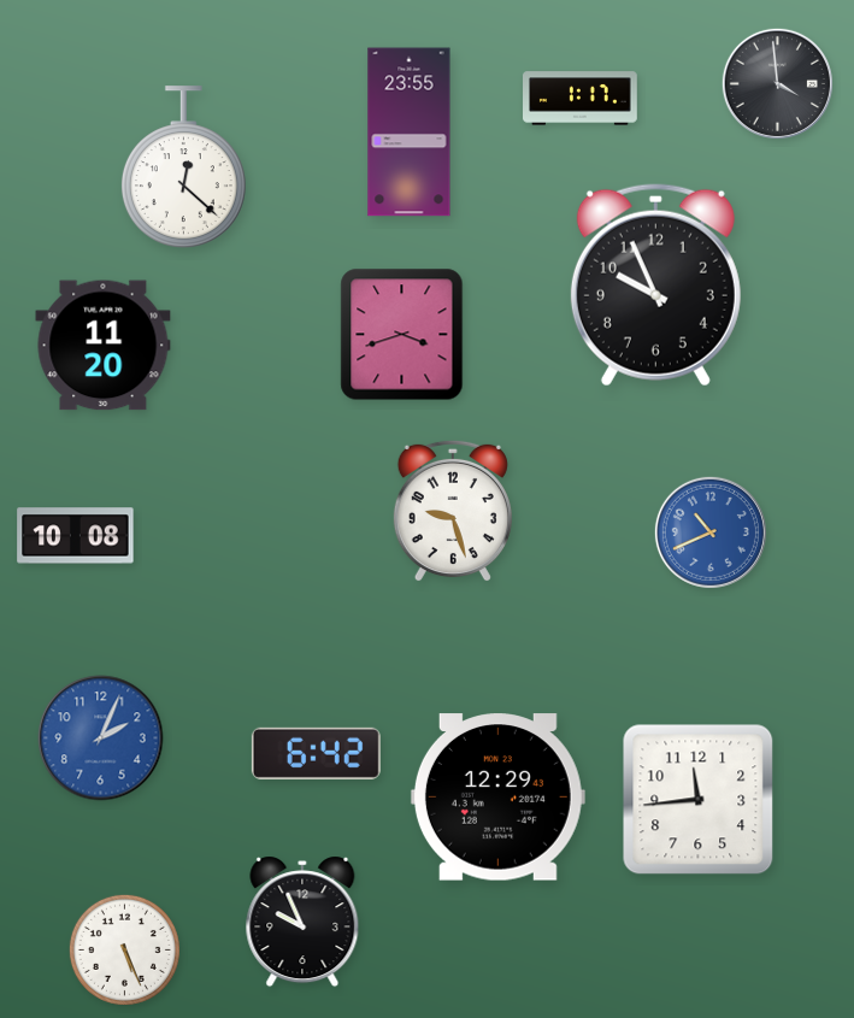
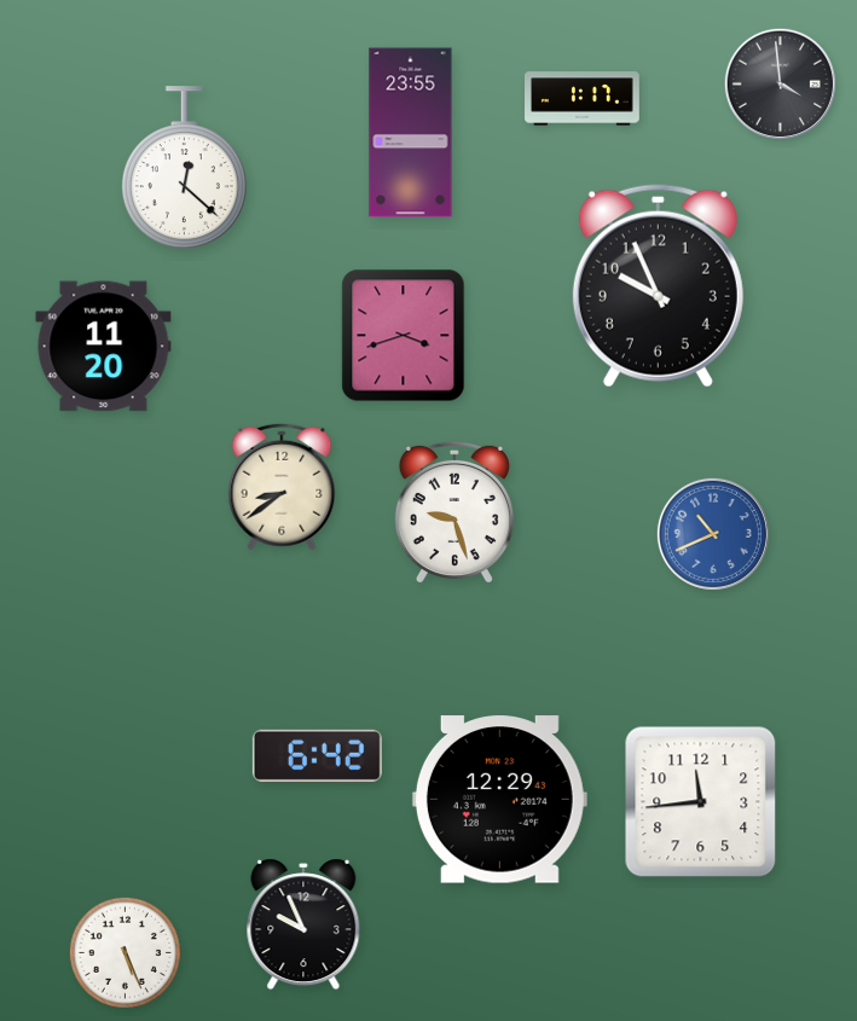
clock at (282, 487): none -> 8:39
clock at (76, 536): 10:08 -> none
clock at (101, 739): 2:04 -> none
